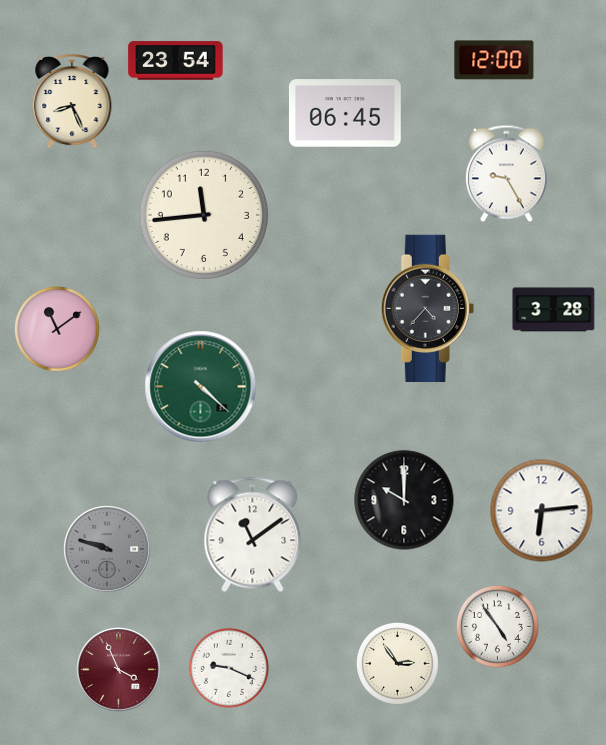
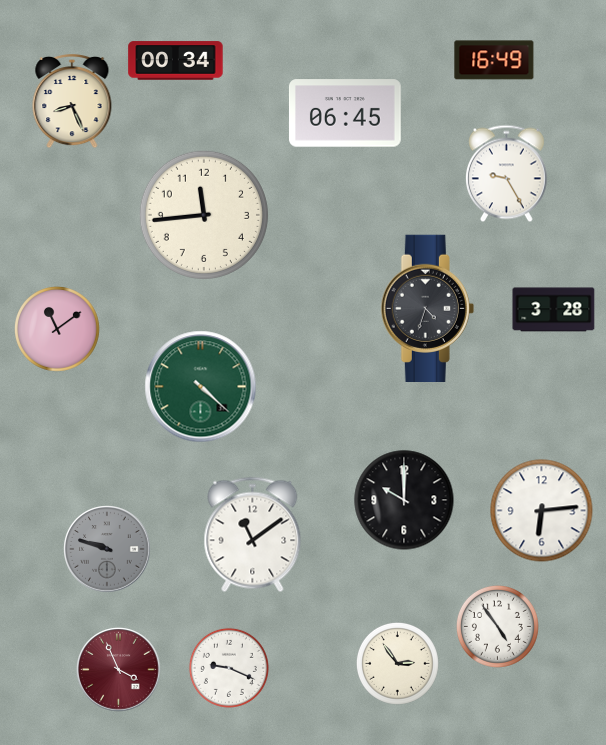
clock at (494, 60): 12:00 -> 16:49
clock at (176, 61): 23:54 -> 00:34
clock at (427, 308): 4:37 -> 4:33
